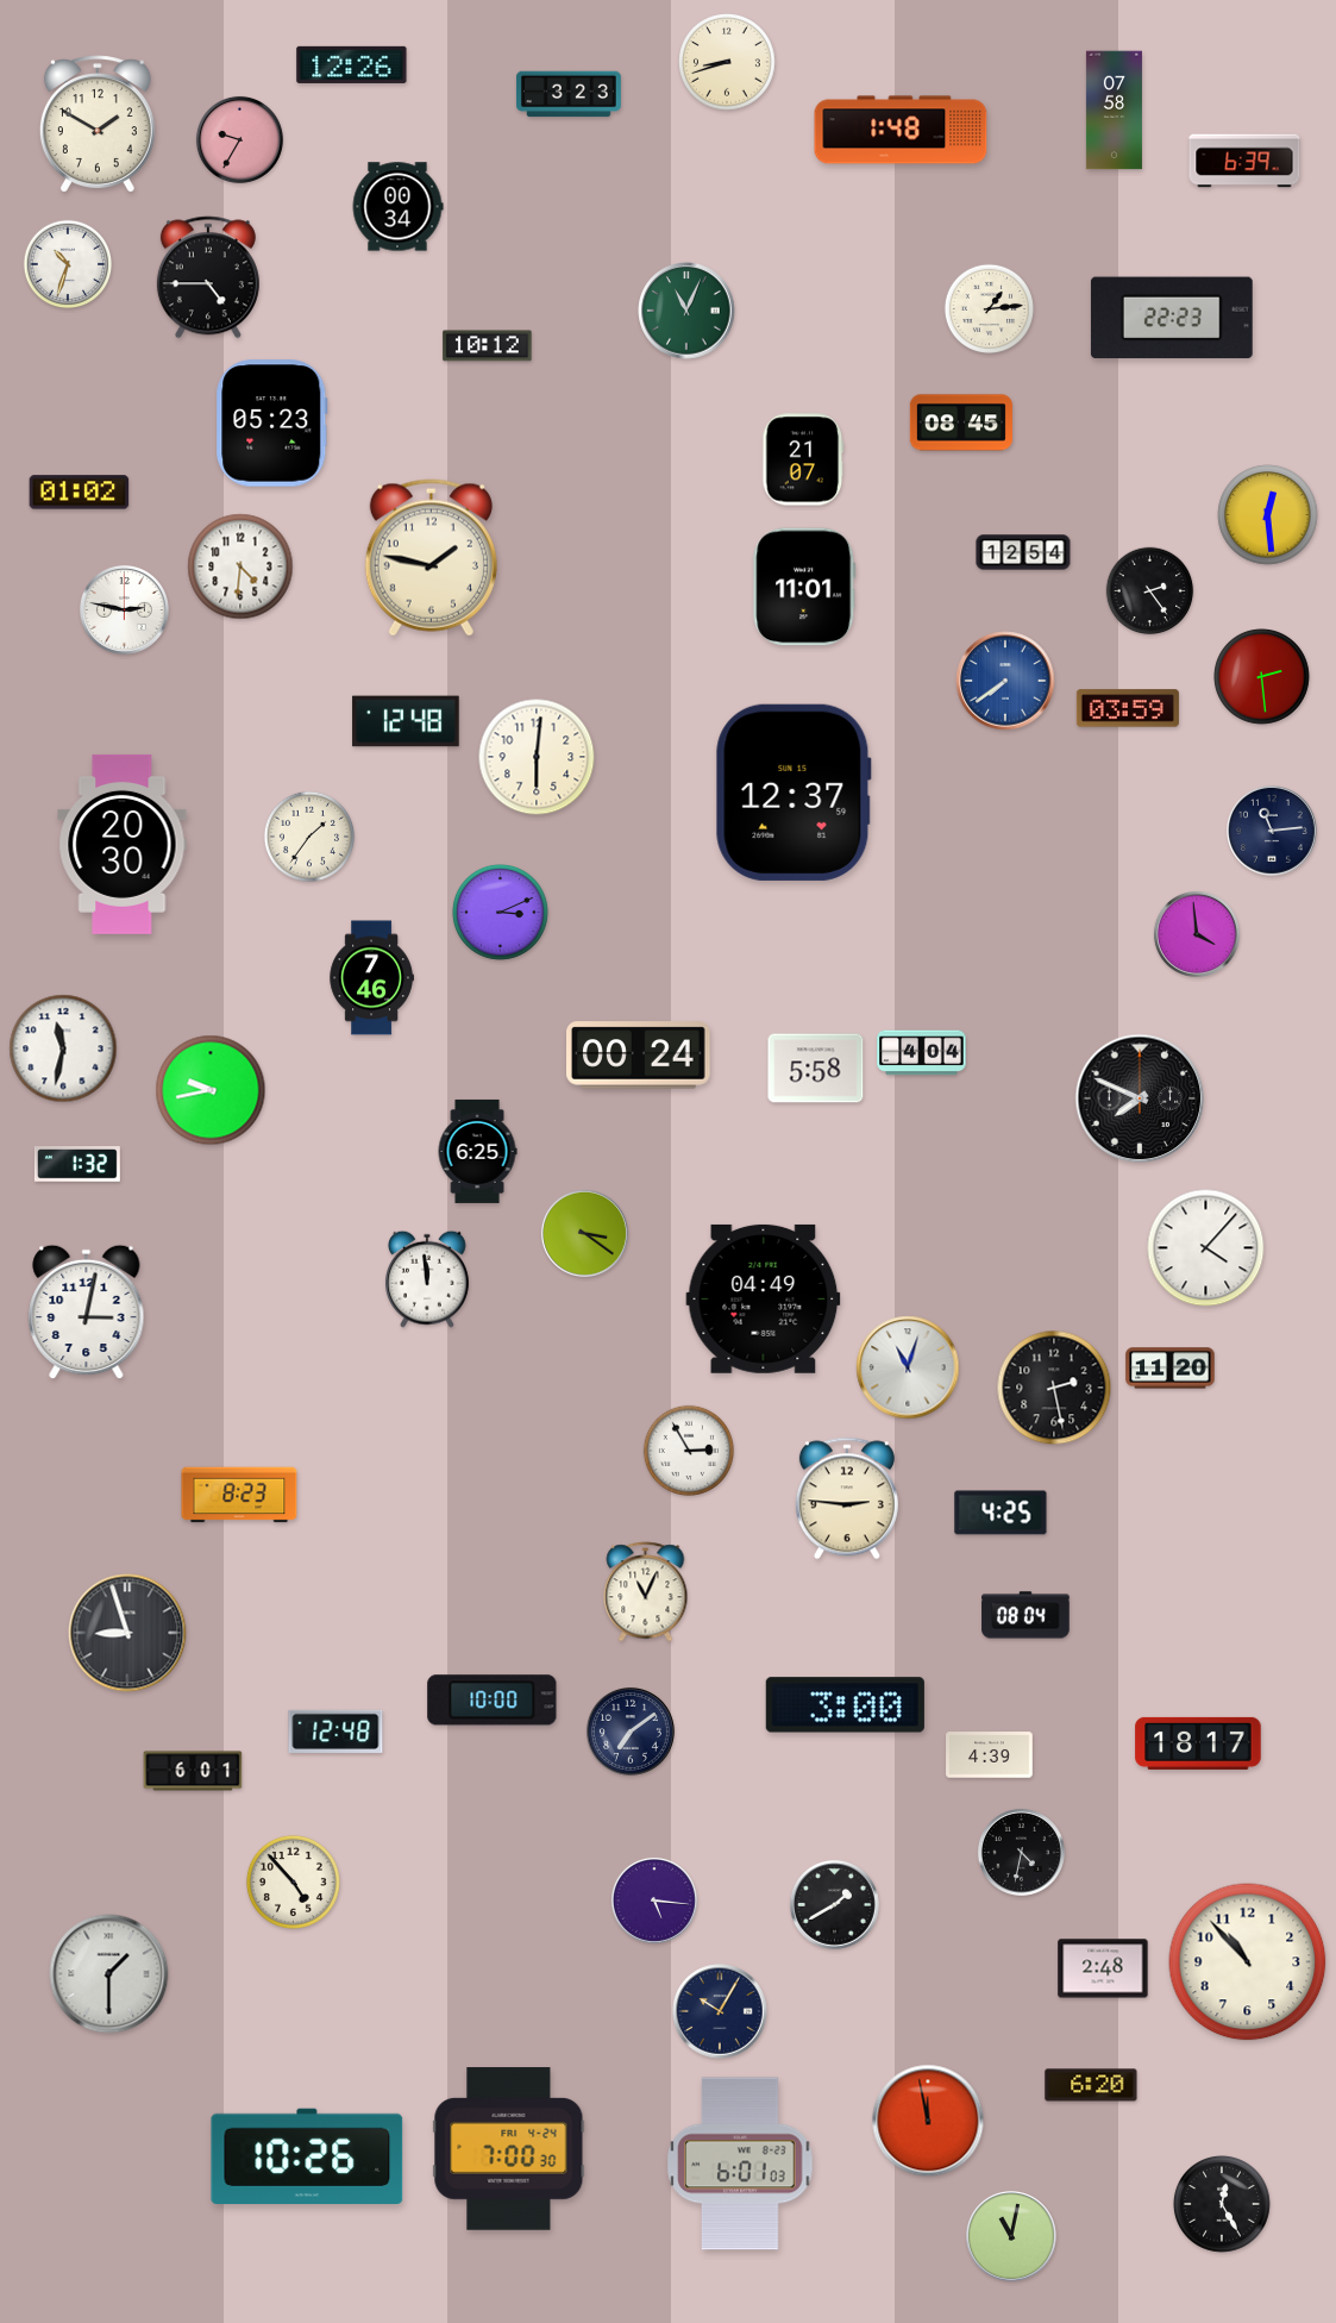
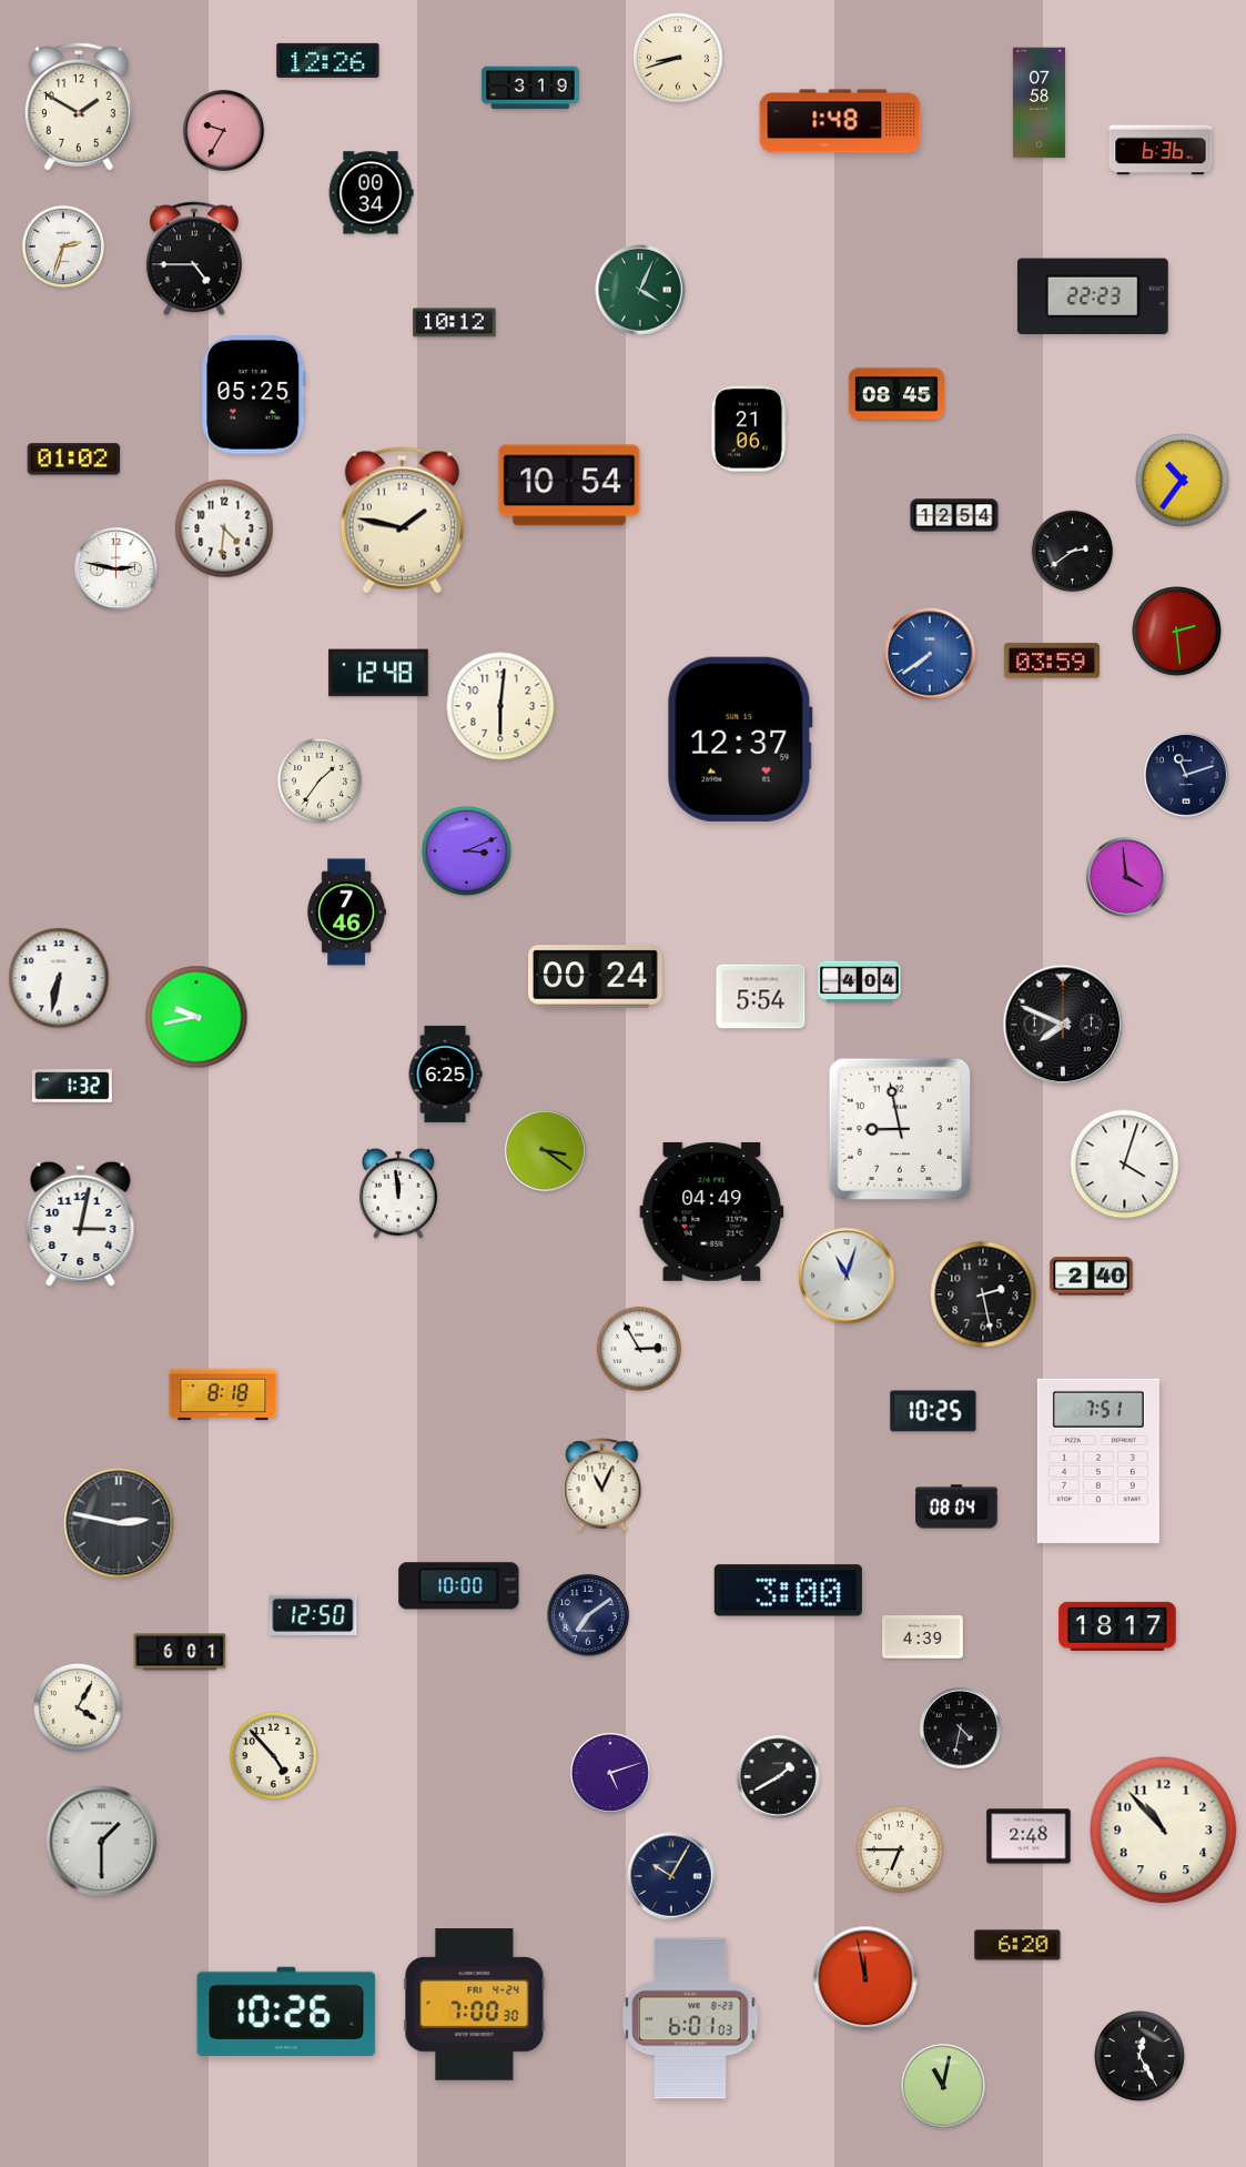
clock at (569, 94): 3:23 -> 3:19
clock at (98, 124) position: (98, 124) -> (79, 107)
clock at (1244, 161): 6:39 -> 6:36
clock at (68, 264): 10:33 -> 2:33
clock at (990, 309): 1:14 -> none
clock at (686, 311): 11:04 -> 4:04
clock at (272, 424): 05:23 -> 05:25
clock at (803, 459): 21:07 -> 21:06
clock at (1268, 515): 12:29 -> 10:36
clock at (569, 485): none -> 10:54
clock at (804, 587): 11:01 -> none
clock at (1150, 591): 2:24 -> 2:39
clock at (1005, 681) position: (1005, 681) -> (930, 654)
clock at (1273, 832): 11:14 -> 11:12
clock at (308, 835) position: (308, 835) -> (318, 779)
clock at (123, 844): 20:30 -> none
clock at (1197, 934) position: (1197, 934) -> (1126, 877)
clock at (63, 1048): 11:32 -> 6:32
clock at (639, 1056) position: (639, 1056) -> (596, 977)
clock at (816, 1069): 5:58 -> 5:54
clock at (900, 1129): none -> 8:58
clock at (1206, 1248): 4:07 -> 4:03
clock at (1171, 1369): 11:20 -> 2:40
clock at (688, 1449) position: (688, 1449) -> (638, 1348)
clock at (239, 1495): 8:23 -> 8:18
clock at (847, 1498): 2:46 -> none
clock at (1001, 1513): 4:25 -> 10:25
clock at (1098, 1461): none -> 7:51
clock at (127, 1633): 8:57 -> 2:47
clock at (335, 1732): 12:48 -> 12:50
clock at (78, 1707): none -> 4:05
clock at (1021, 1852) position: (1021, 1852) -> (960, 1727)
clock at (654, 1901): 5:16 -> 5:12
clock at (900, 1849): none -> 6:45
